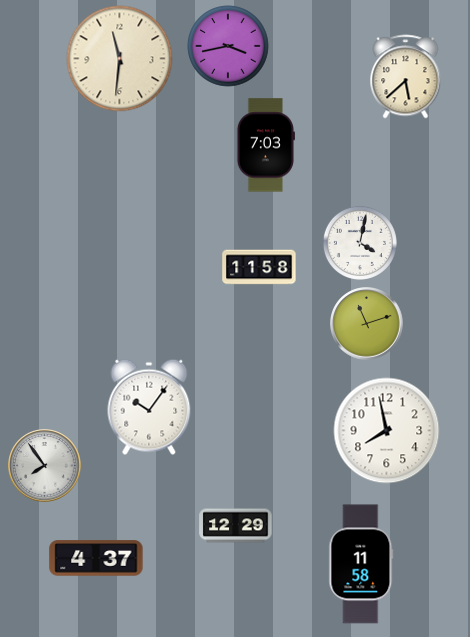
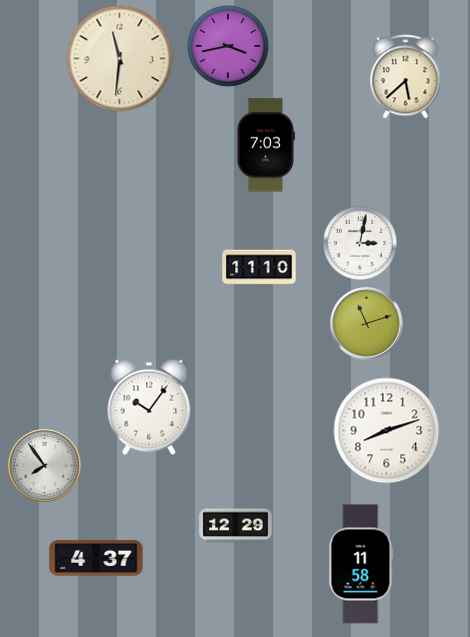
clock at (360, 243): 4:02 -> 3:02
clock at (259, 267): 11:58 -> 11:10
clock at (387, 431): 7:58 -> 8:12
